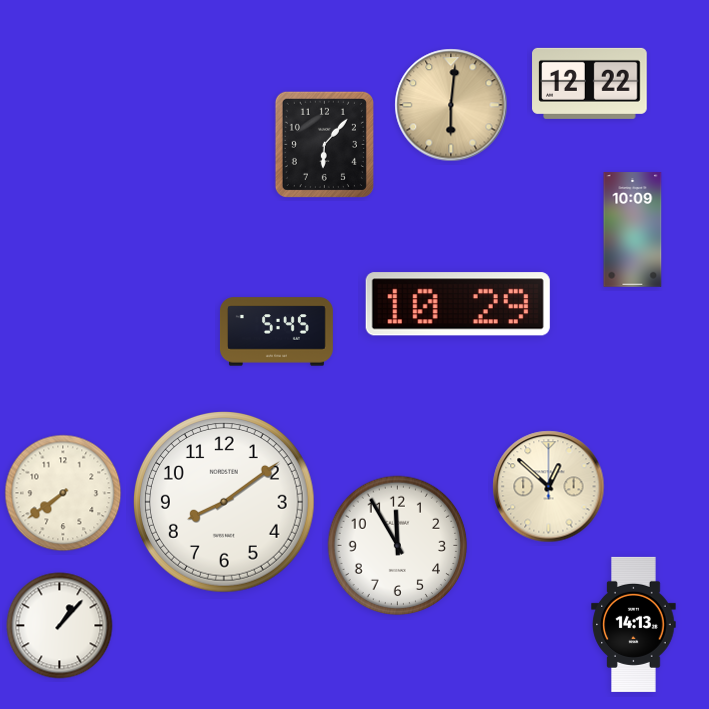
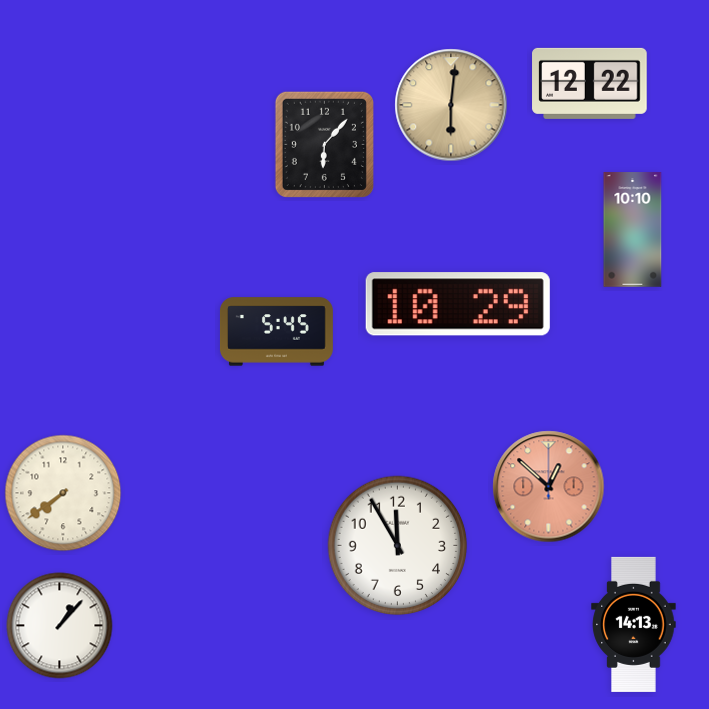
clock at (633, 230): 10:09 -> 10:10
clock at (549, 487) dial: cream -> salmon
clock at (225, 503): 8:09 -> none
